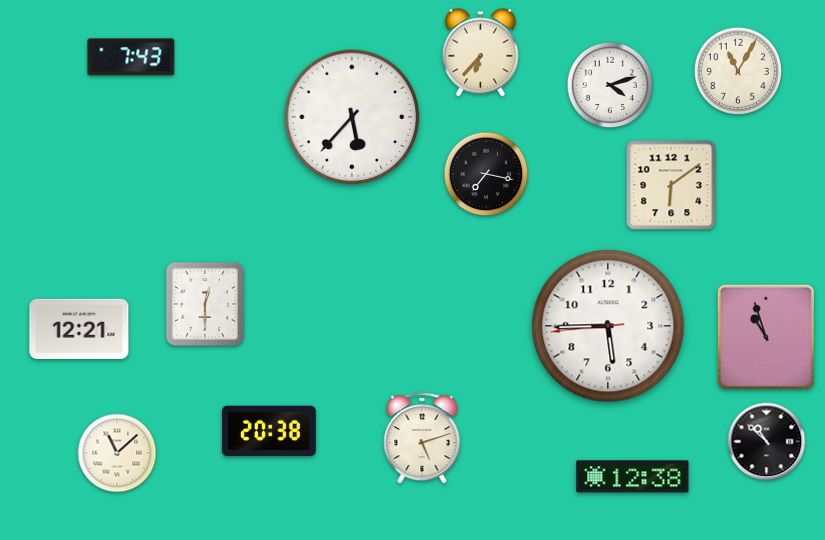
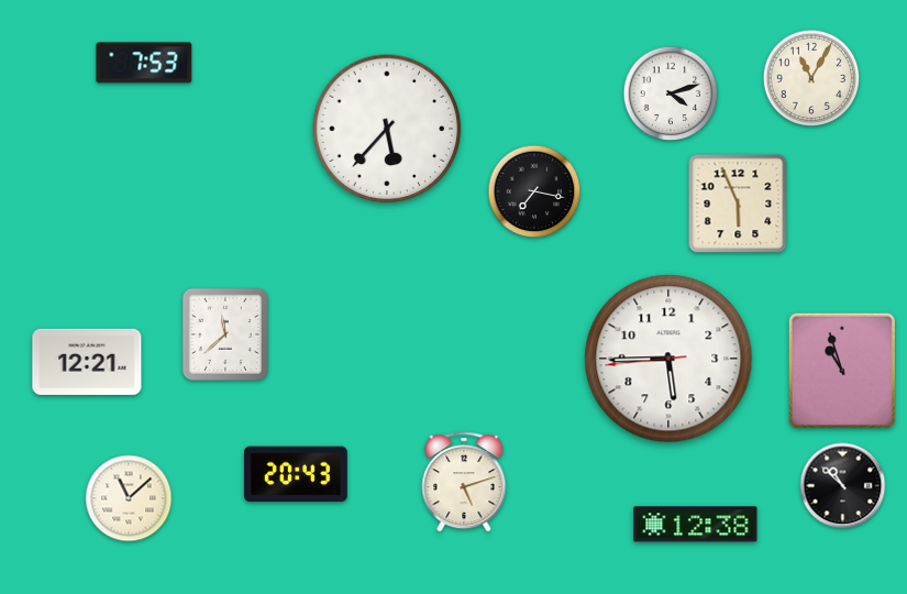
clock at (480, 53): 6:37 -> none
clock at (131, 57): 7:43 -> 7:53
clock at (671, 185): 6:09 -> 5:56
clock at (205, 304): 12:30 -> 11:38
clock at (269, 431): 20:38 -> 20:43
